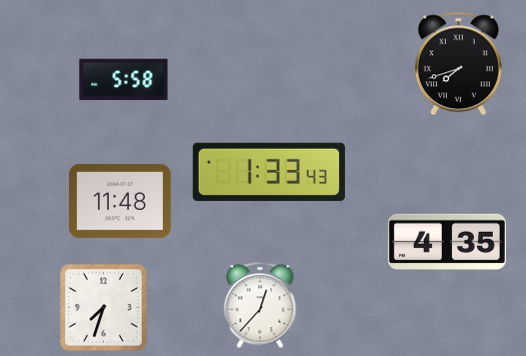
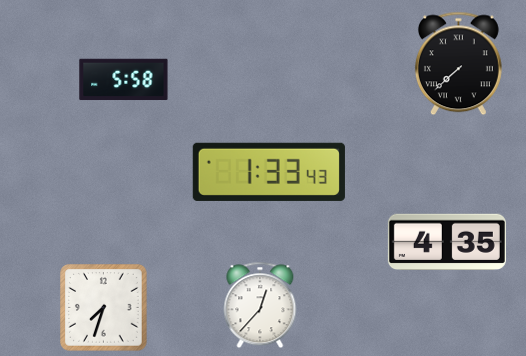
clock at (458, 64): 7:42 -> 7:38
clock at (121, 201): 11:48 -> none
